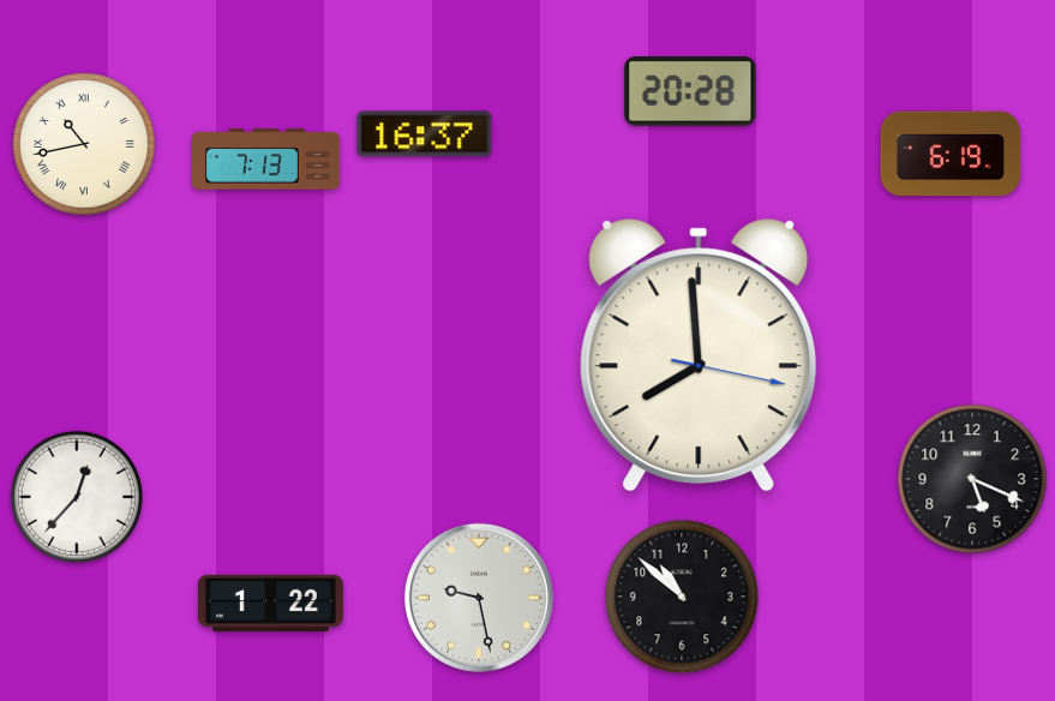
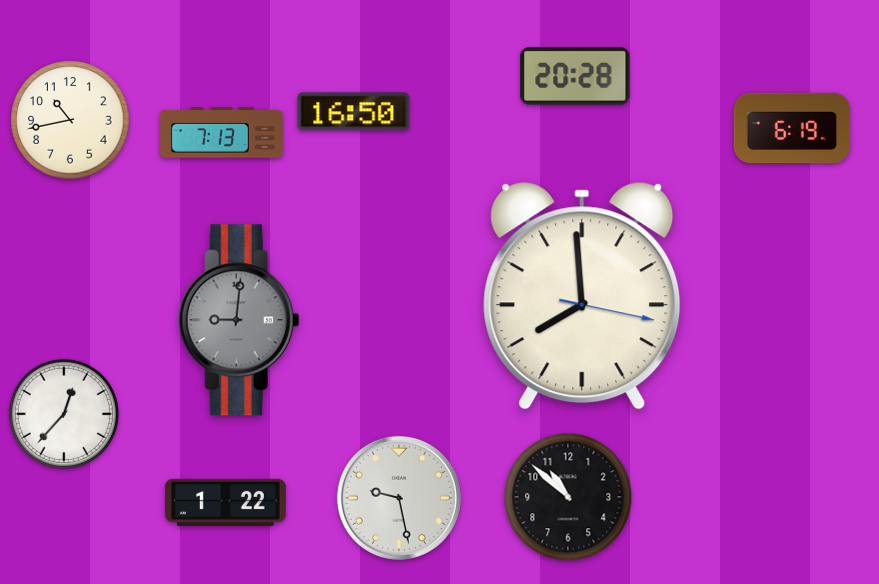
clock at (425, 134): 16:37 -> 16:50
clock at (84, 144) numerals: Roman -> Arabic
clock at (239, 320): none -> 9:01
clock at (972, 479): 5:19 -> none
